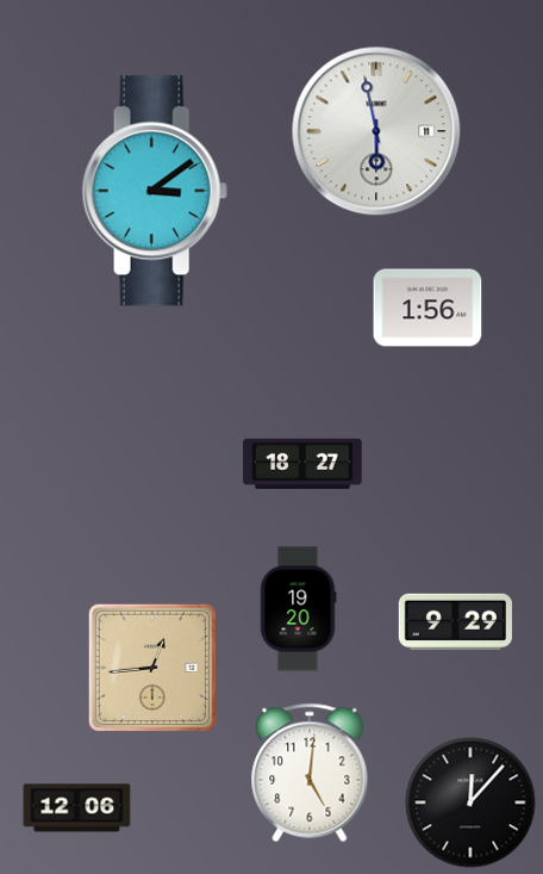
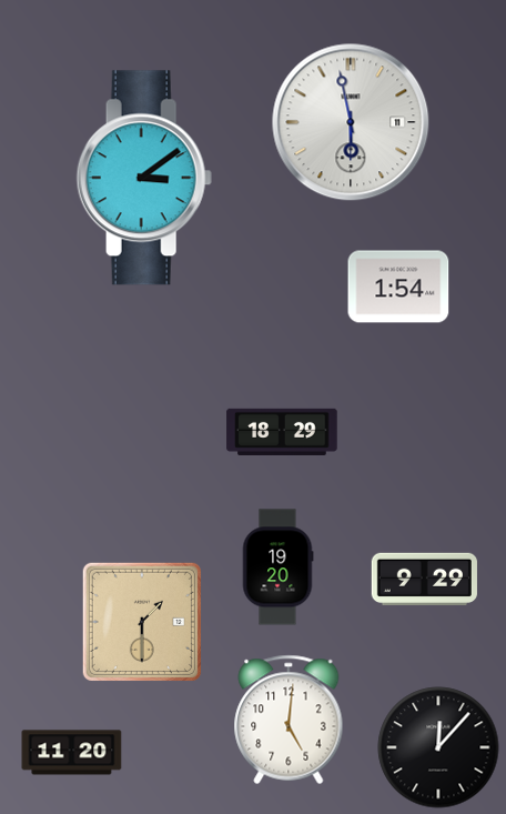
clock at (427, 308): 1:56 -> 1:54
clock at (302, 464): 18:27 -> 18:29
clock at (152, 668): 12:44 -> 1:30
clock at (77, 808): 12:06 -> 11:20
